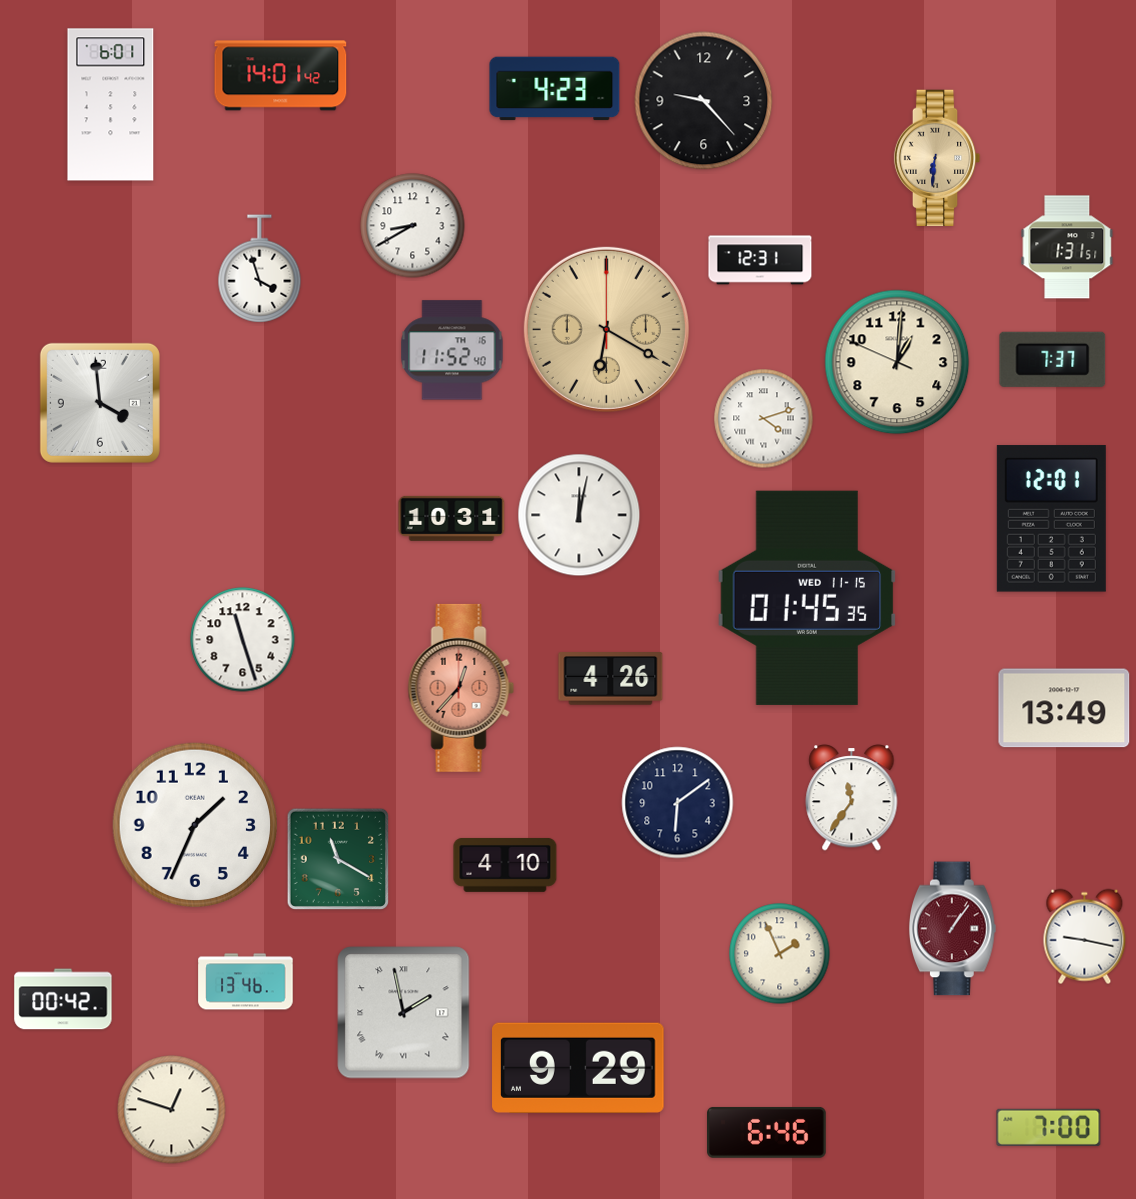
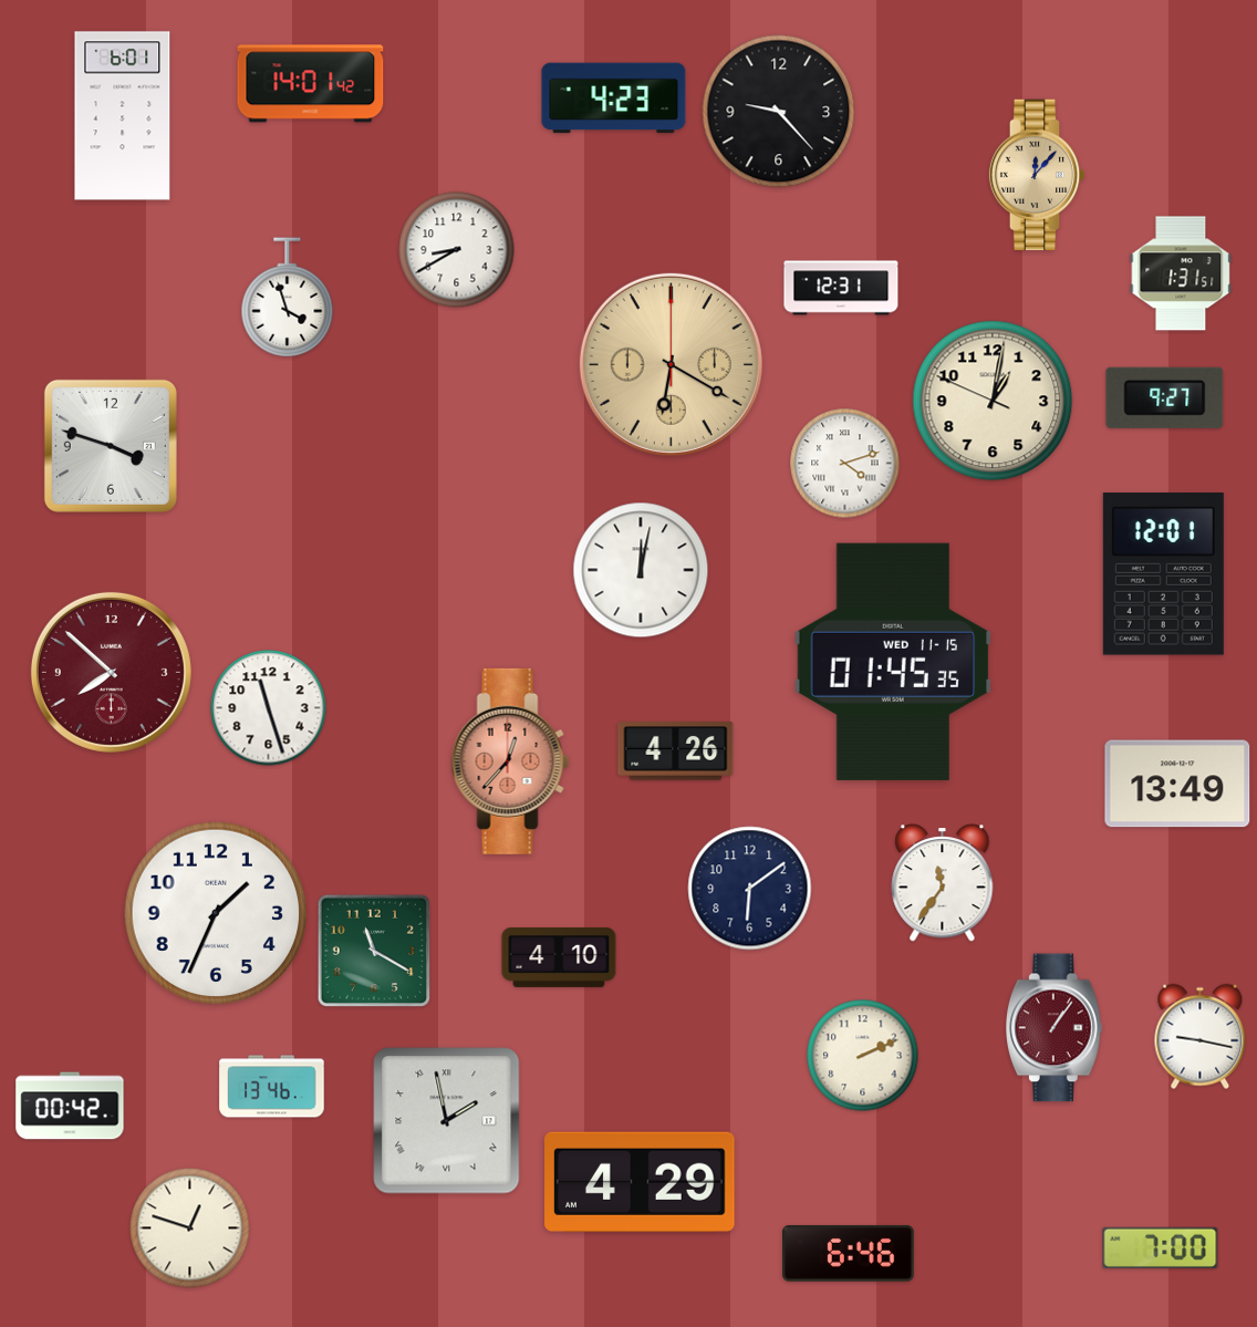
clock at (937, 158): 6:31 -> 12:07
clock at (452, 350): 11:52 -> none
clock at (1053, 359): 7:37 -> 9:27
clock at (897, 362): 1:00 -> 1:01
clock at (100, 403): 3:59 -> 3:48
clock at (452, 518): 10:31 -> none
clock at (111, 672): none -> 7:52
clock at (780, 954): 1:56 -> 2:11
clock at (578, 1068): 9:29 -> 4:29
